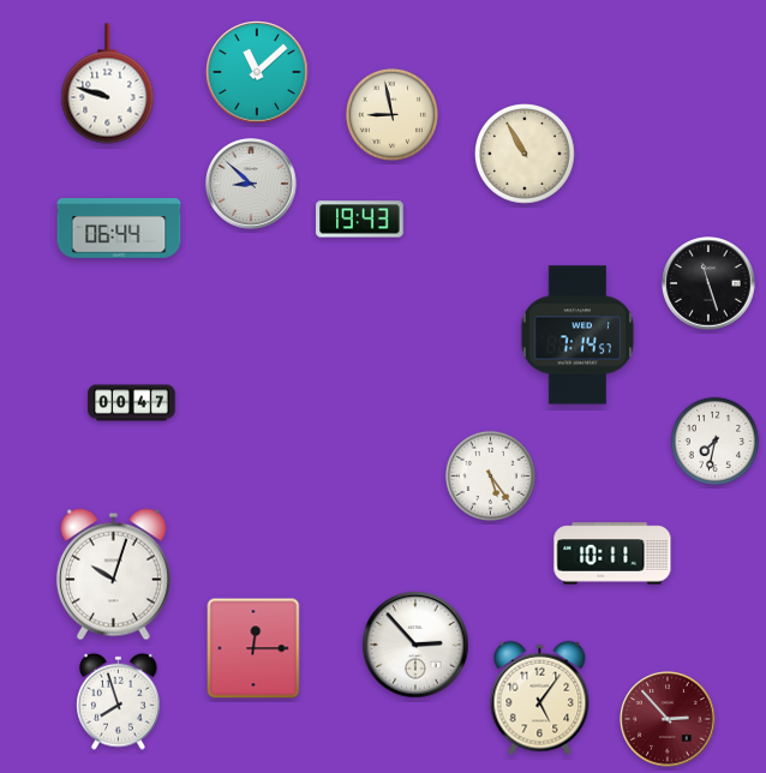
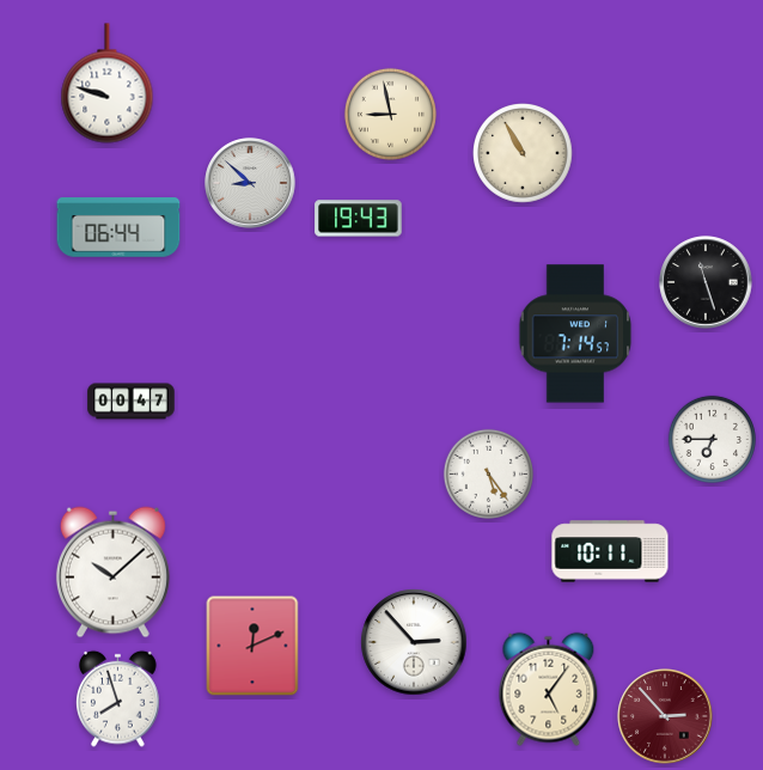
clock at (257, 72): 11:08 -> none
clock at (716, 442): 7:32 -> 6:45
clock at (113, 575): 10:03 -> 10:08
clock at (253, 648): 12:15 -> 12:11
clock at (540, 699) position: (540, 699) -> (549, 690)
